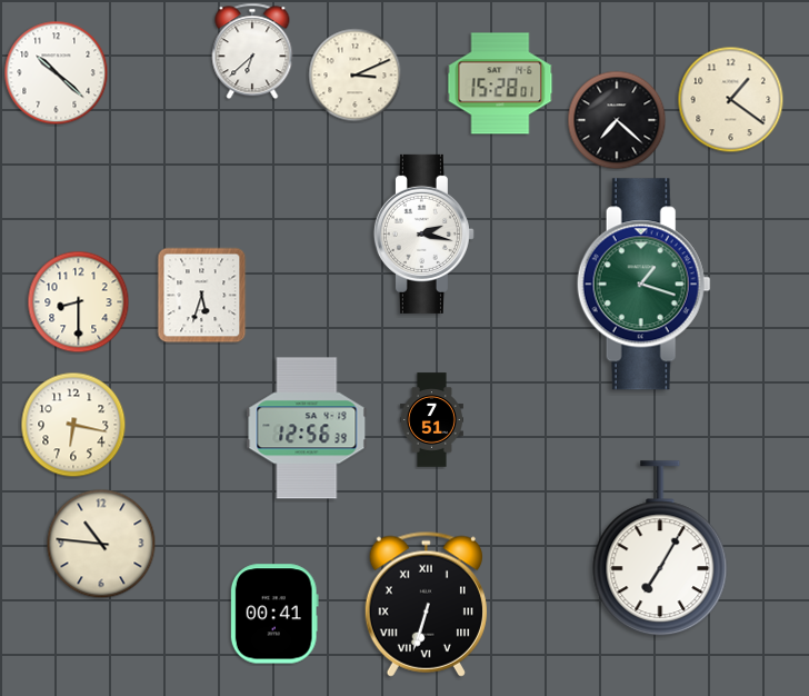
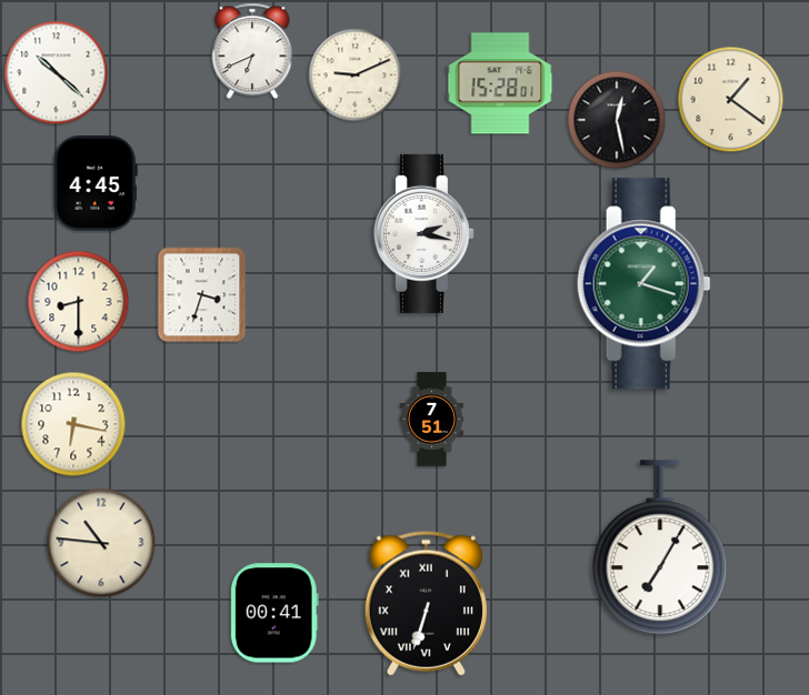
clock at (252, 51): 6:38 -> 6:41
clock at (356, 76): 3:11 -> 9:11
clock at (617, 120): 7:22 -> 12:28
clock at (96, 183): none -> 4:45
clock at (202, 296): 5:33 -> 3:33
clock at (307, 428): 12:56 -> none
